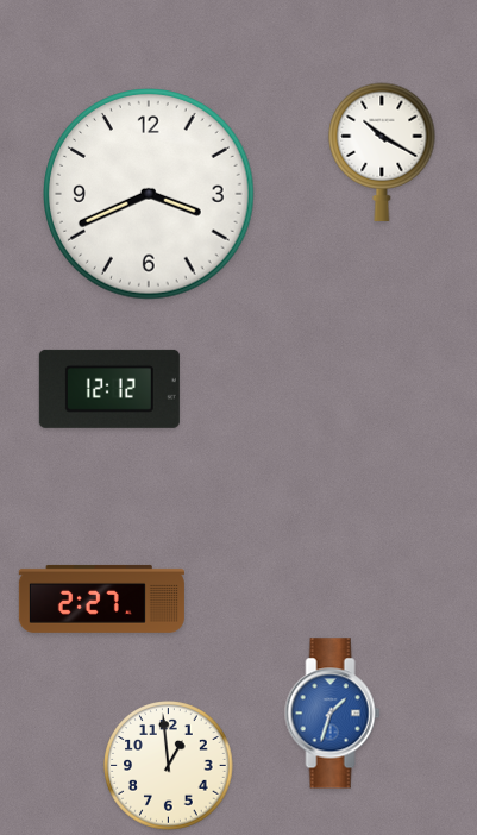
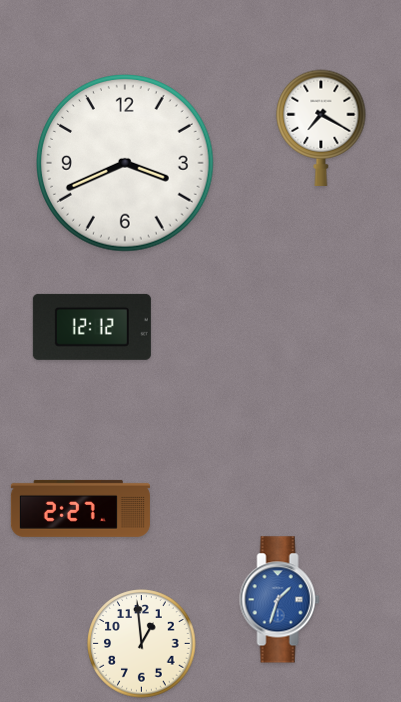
clock at (382, 152): 10:20 -> 7:20
clock at (101, 598) position: (101, 598) -> (80, 508)
